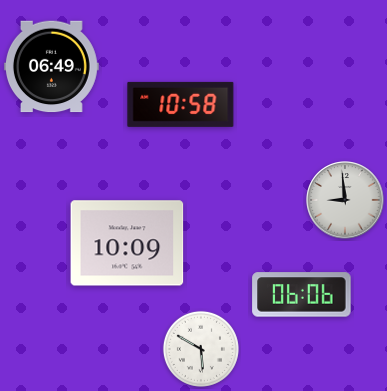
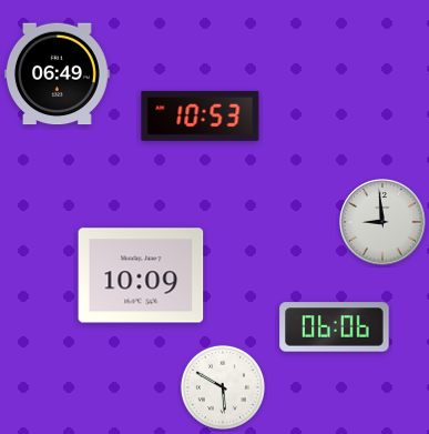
clock at (181, 104): 10:58 -> 10:53
clock at (127, 243) position: (127, 243) -> (141, 275)
